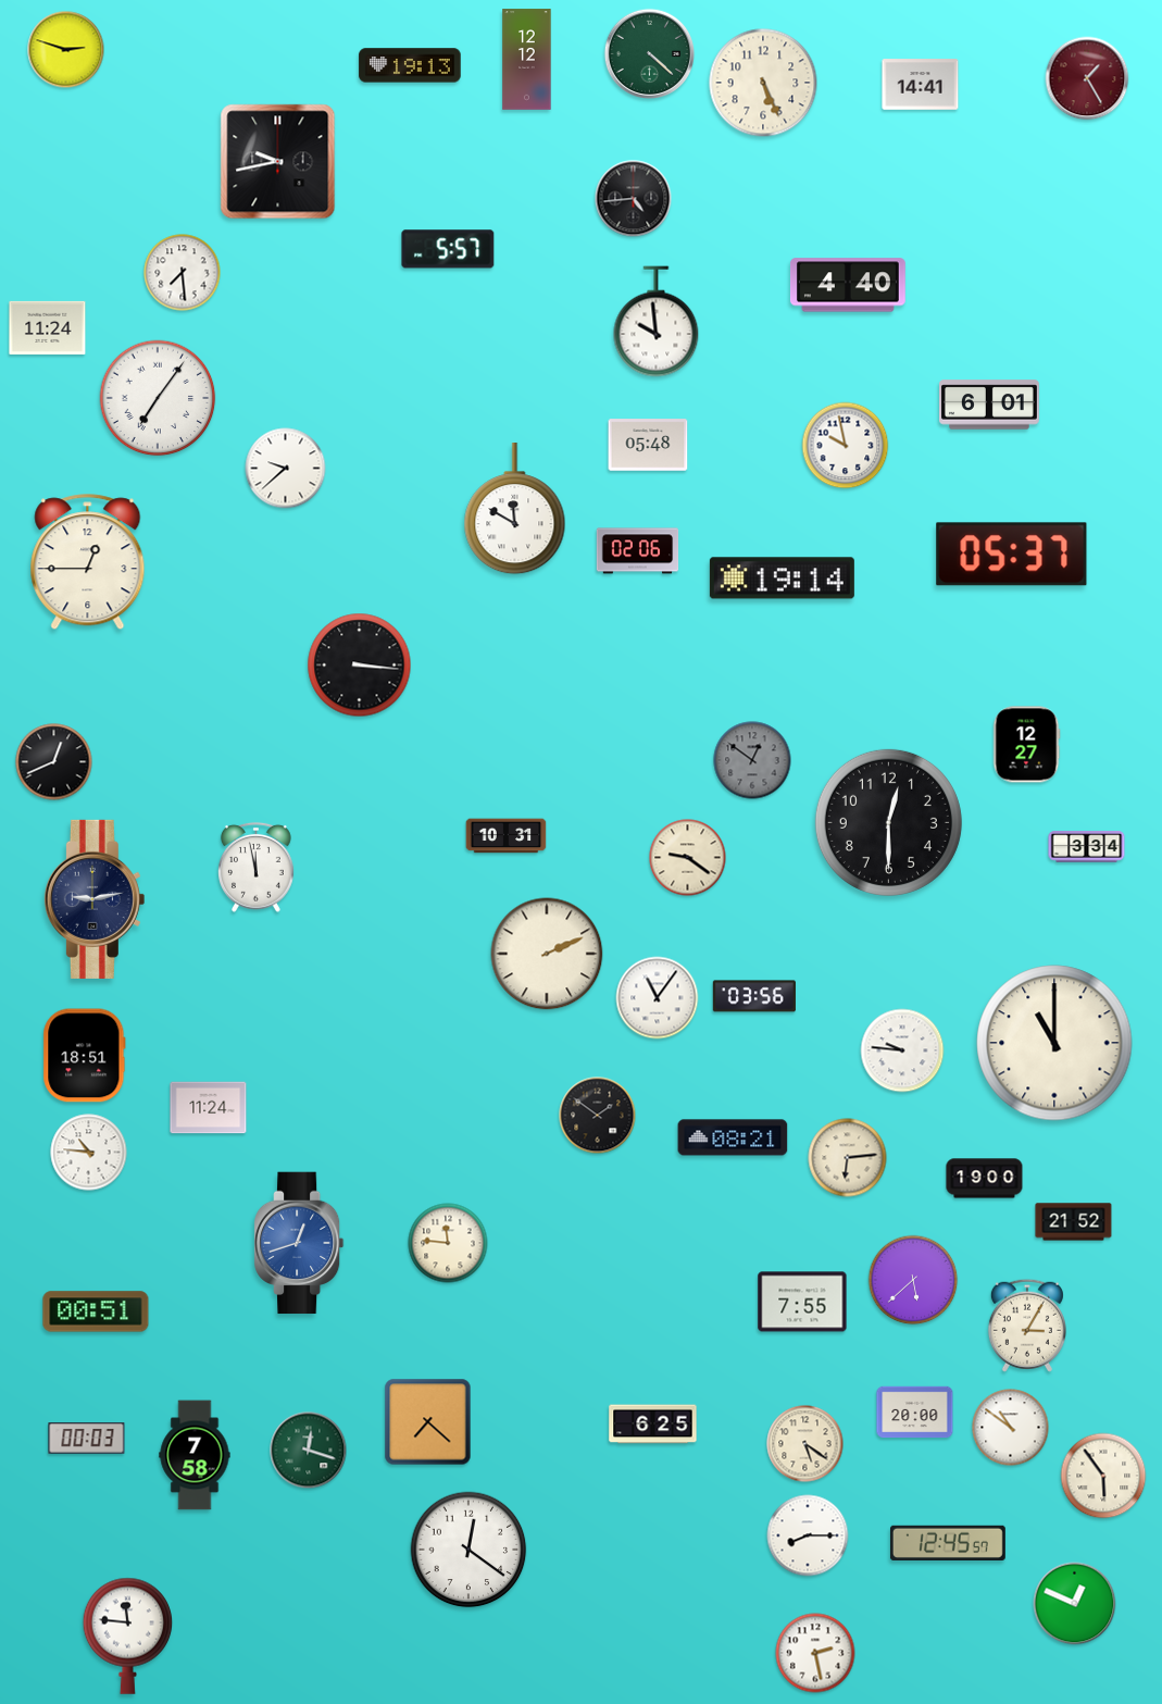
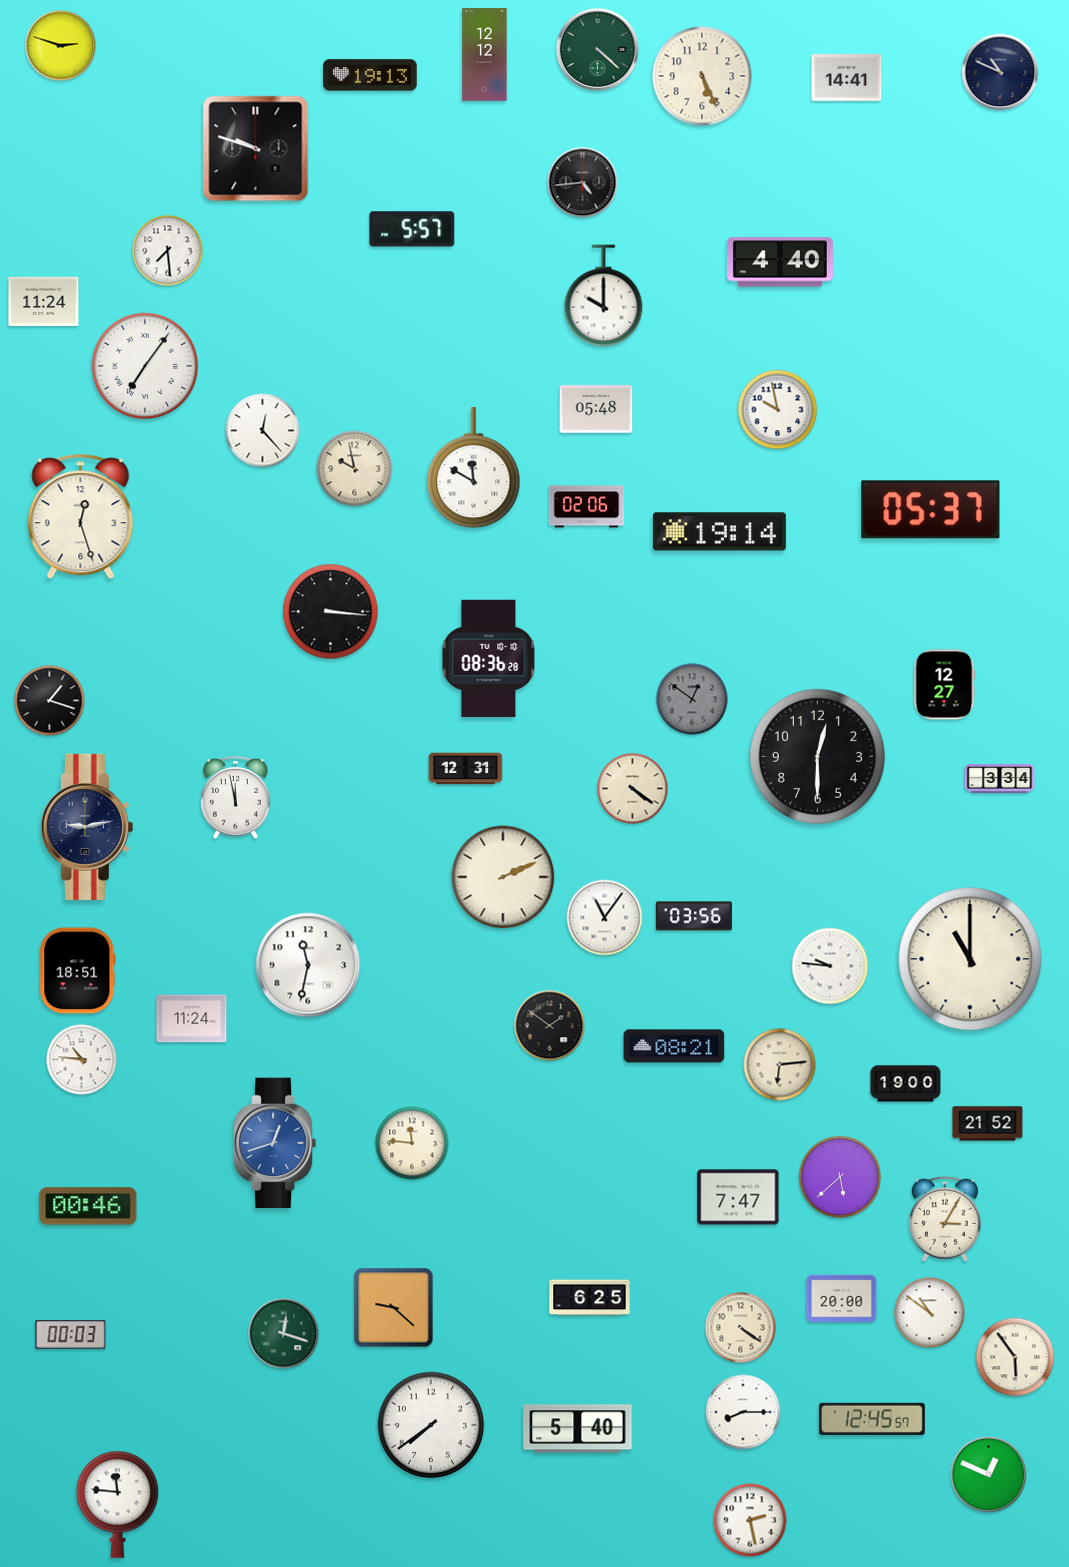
clock at (410, 65) position: (410, 65) -> (370, 75)
clock at (1087, 78): 1:25 -> 10:49
clock at (1087, 78) dial: burgundy -> navy
clock at (278, 162): 9:43 -> 9:48
clock at (657, 322): 9:59 -> 10:00
clock at (990, 405): 6:01 -> none
clock at (286, 469): 9:38 -> 12:23
clock at (355, 469): none -> 9:58
clock at (88, 562): 12:45 -> 12:27
clock at (489, 658): none -> 08:36
clock at (54, 762): 12:41 -> 1:18
clock at (507, 836): 10:31 -> 12:31
clock at (688, 858): 9:21 -> 4:21
clock at (308, 965): none -> 11:32
clock at (802, 1302): 7:55 -> 7:47
clock at (96, 1311): 00:51 -> 00:46
clock at (428, 1422): 7:22 -> 9:22
clock at (653, 1425) position: (653, 1425) -> (590, 1298)
clock at (87, 1439) position: (87, 1439) -> (71, 1335)
clock at (805, 1444): 5:21 -> 4:21
clock at (195, 1455): 7:58 -> none
clock at (468, 1550): 12:21 -> 7:39
clock at (578, 1429): none -> 5:40
